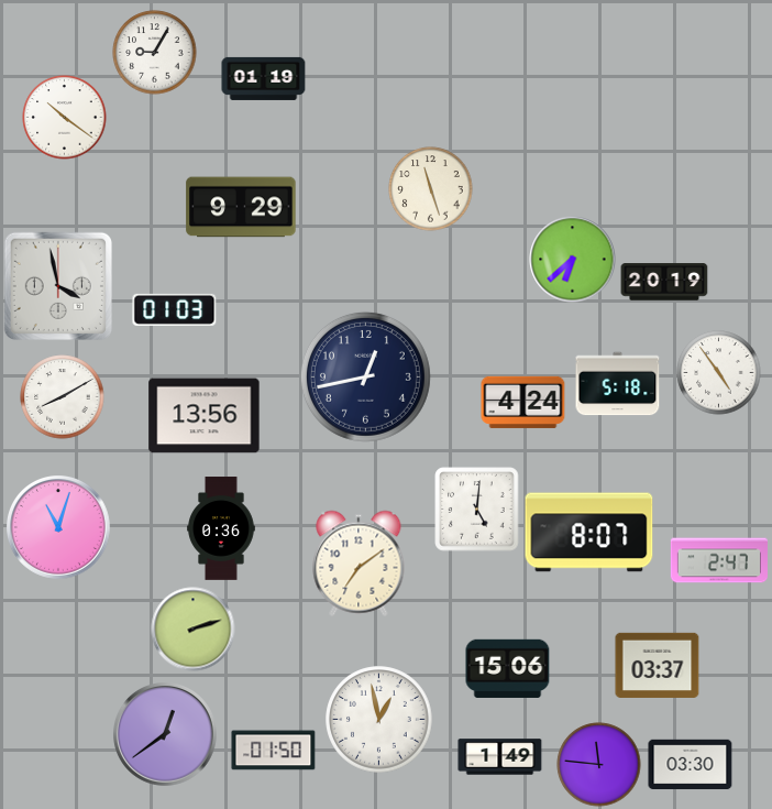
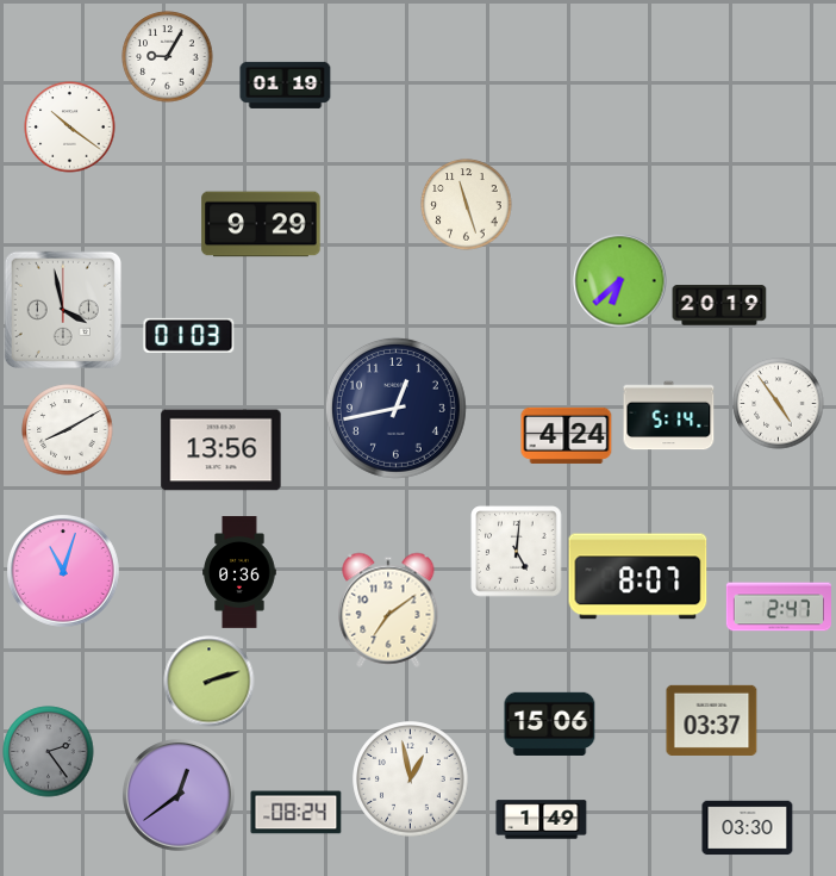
clock at (618, 384): 5:18 -> 5:14
clock at (49, 752): none -> 2:24
clock at (274, 751): 01:50 -> 08:24
clock at (599, 765): 11:46 -> none
